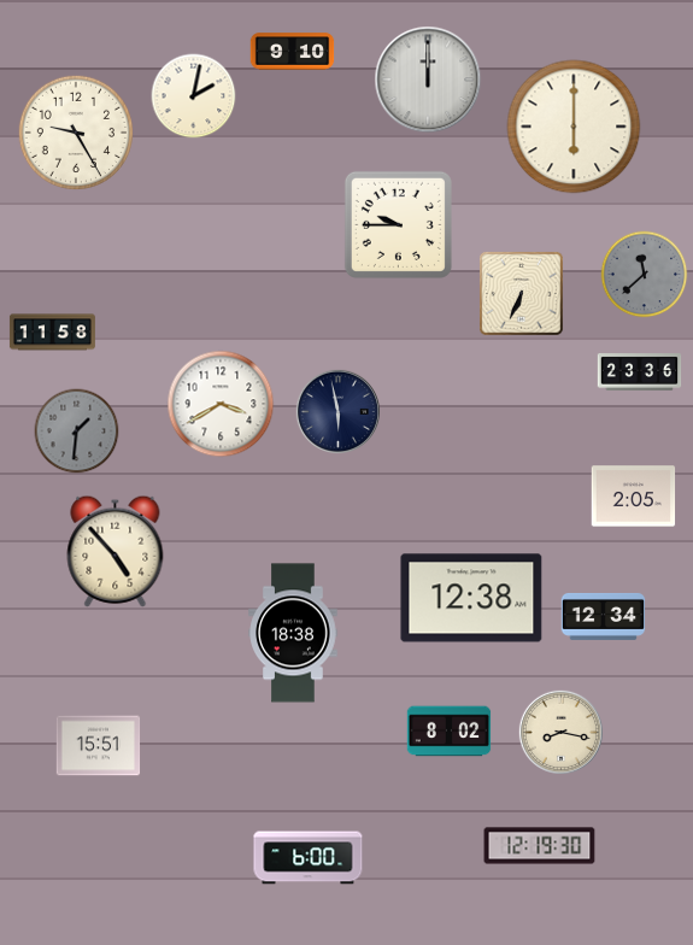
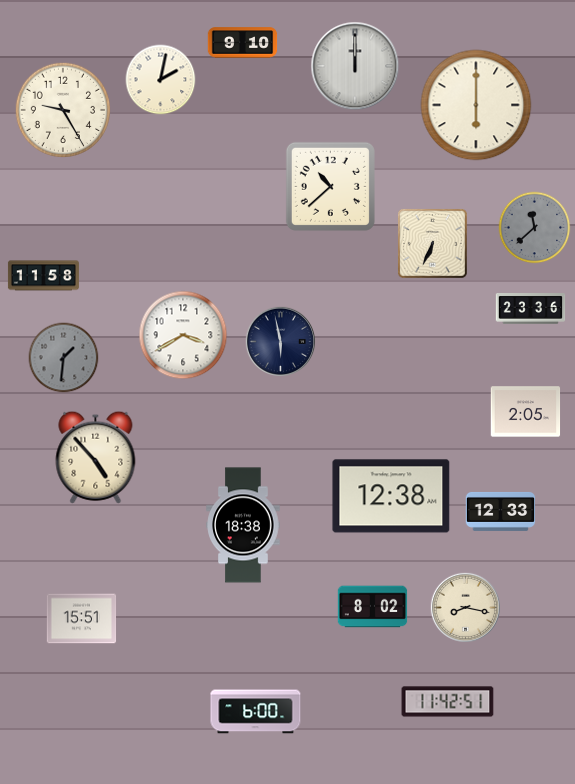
clock at (398, 224): 9:45 -> 10:38
clock at (604, 616): 12:34 -> 12:33
clock at (540, 846): 12:19 -> 11:42
